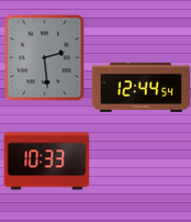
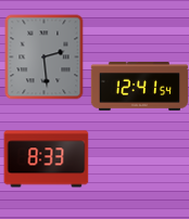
clock at (141, 88): 12:44 -> 12:41
clock at (46, 162): 10:33 -> 8:33
